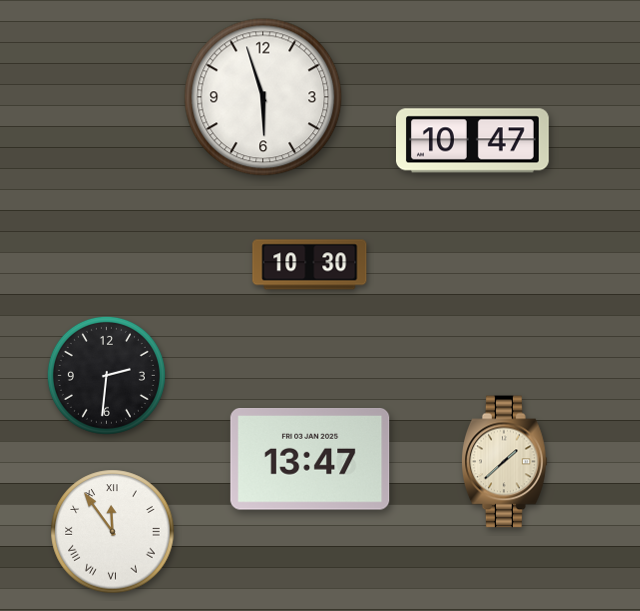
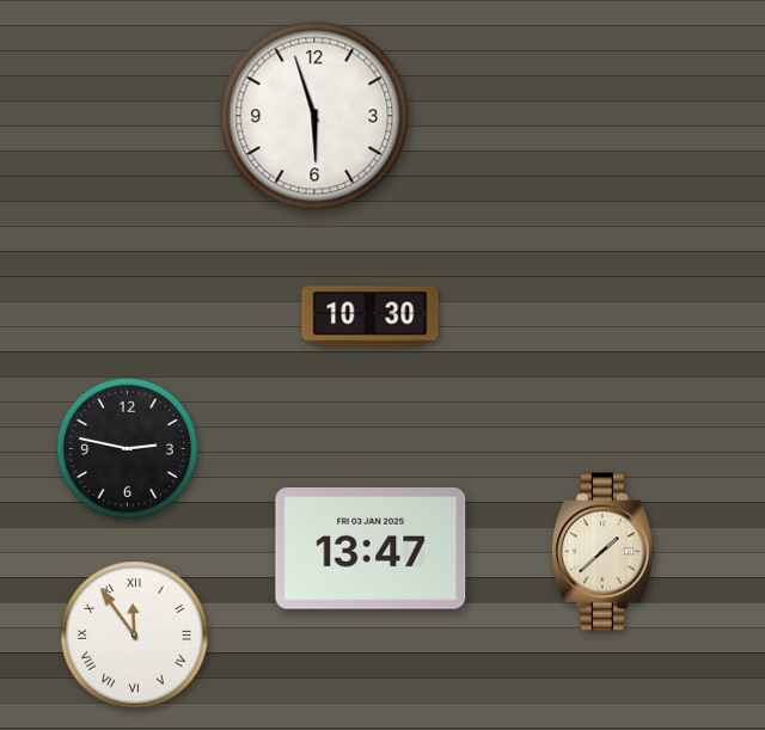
clock at (473, 141): 10:47 -> none
clock at (106, 375): 2:31 -> 2:47
